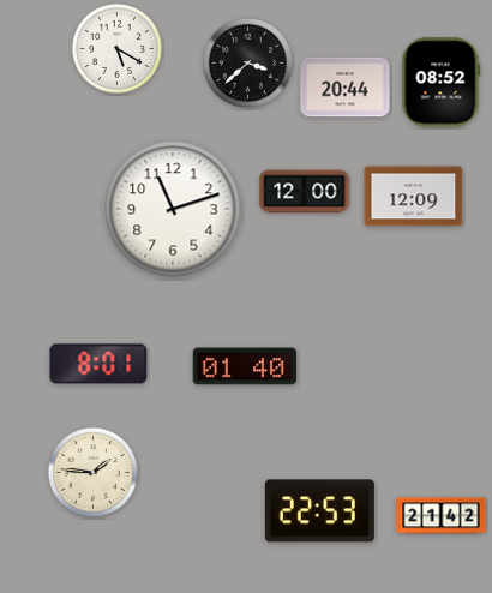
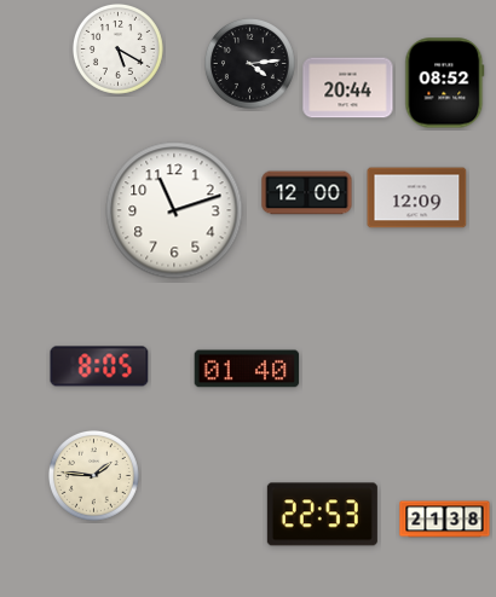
clock at (247, 62): 3:38 -> 4:14
clock at (98, 364): 8:01 -> 8:05
clock at (442, 516): 21:42 -> 21:38
